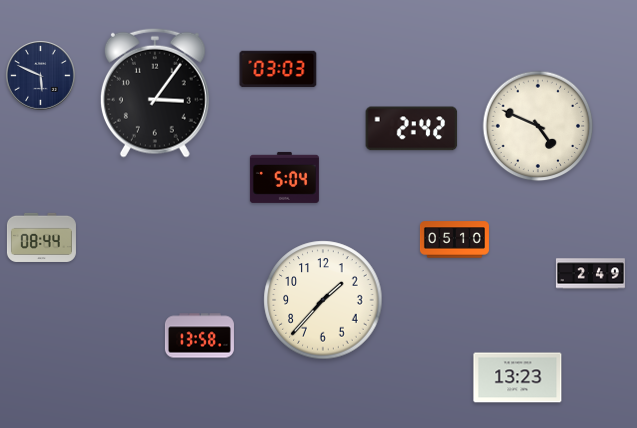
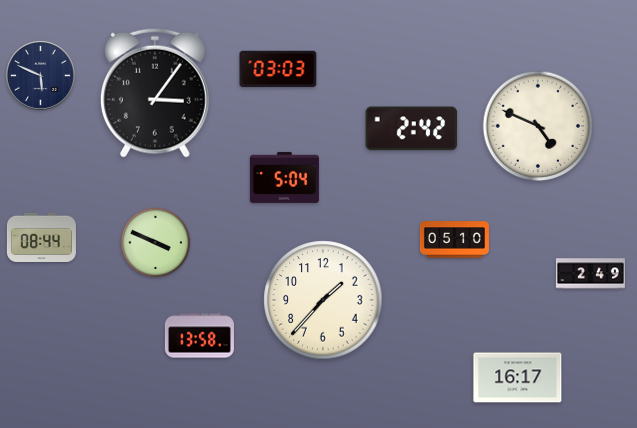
clock at (156, 243): none -> 3:49
clock at (518, 378): 13:23 -> 16:17
